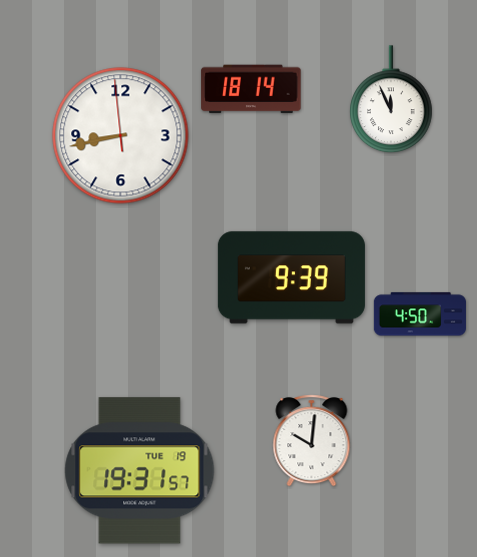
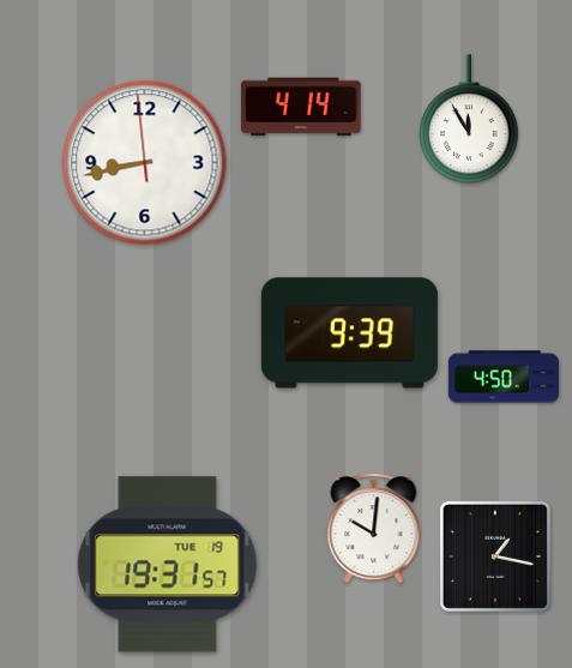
clock at (251, 89): 18:14 -> 4:14
clock at (392, 100): 11:56 -> 11:55
clock at (495, 556): none -> 1:17
